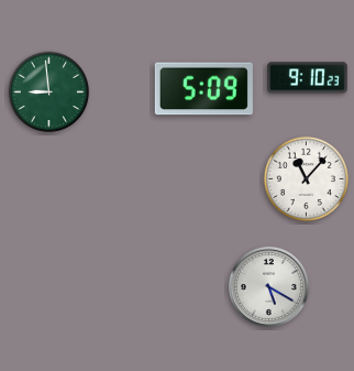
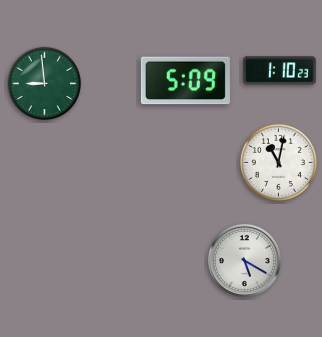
clock at (308, 78): 9:10 -> 1:10
clock at (306, 178): 11:07 -> 11:02
